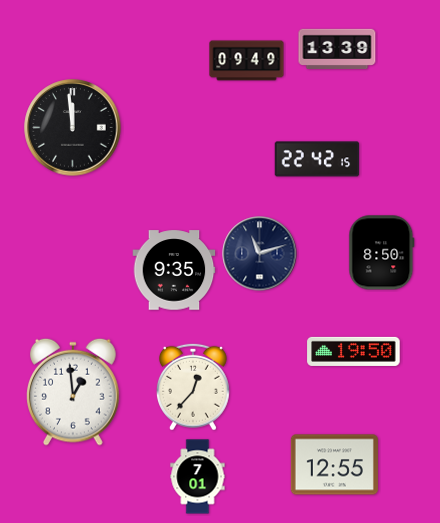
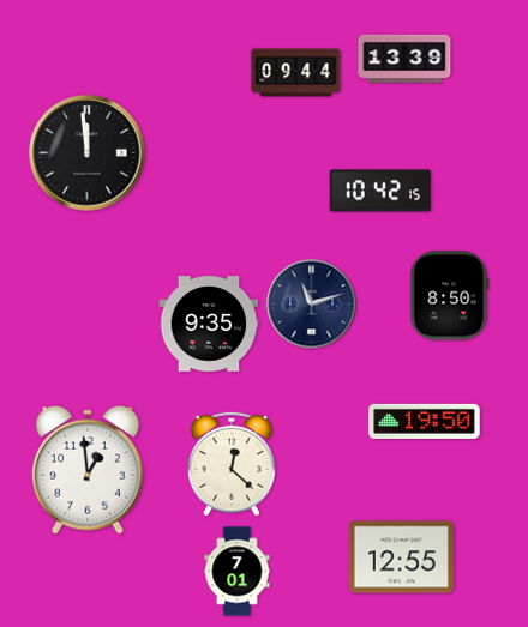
clock at (247, 61): 09:49 -> 09:44
clock at (317, 159): 22:42 -> 10:42
clock at (382, 253) position: (382, 253) -> (450, 296)
clock at (193, 387): 12:37 -> 12:22
